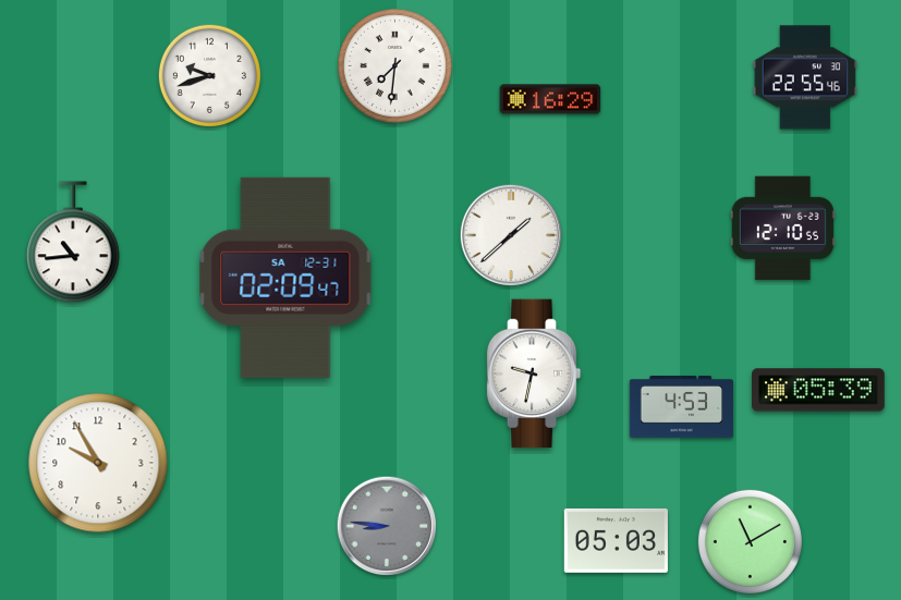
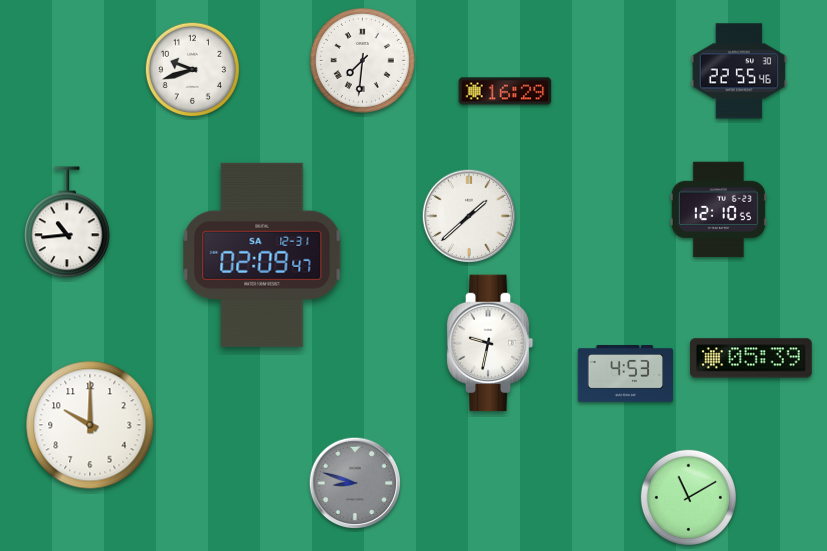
clock at (98, 463): 9:55 -> 10:00
clock at (387, 526): 8:46 -> 8:48
clock at (616, 540): 05:03 -> none
